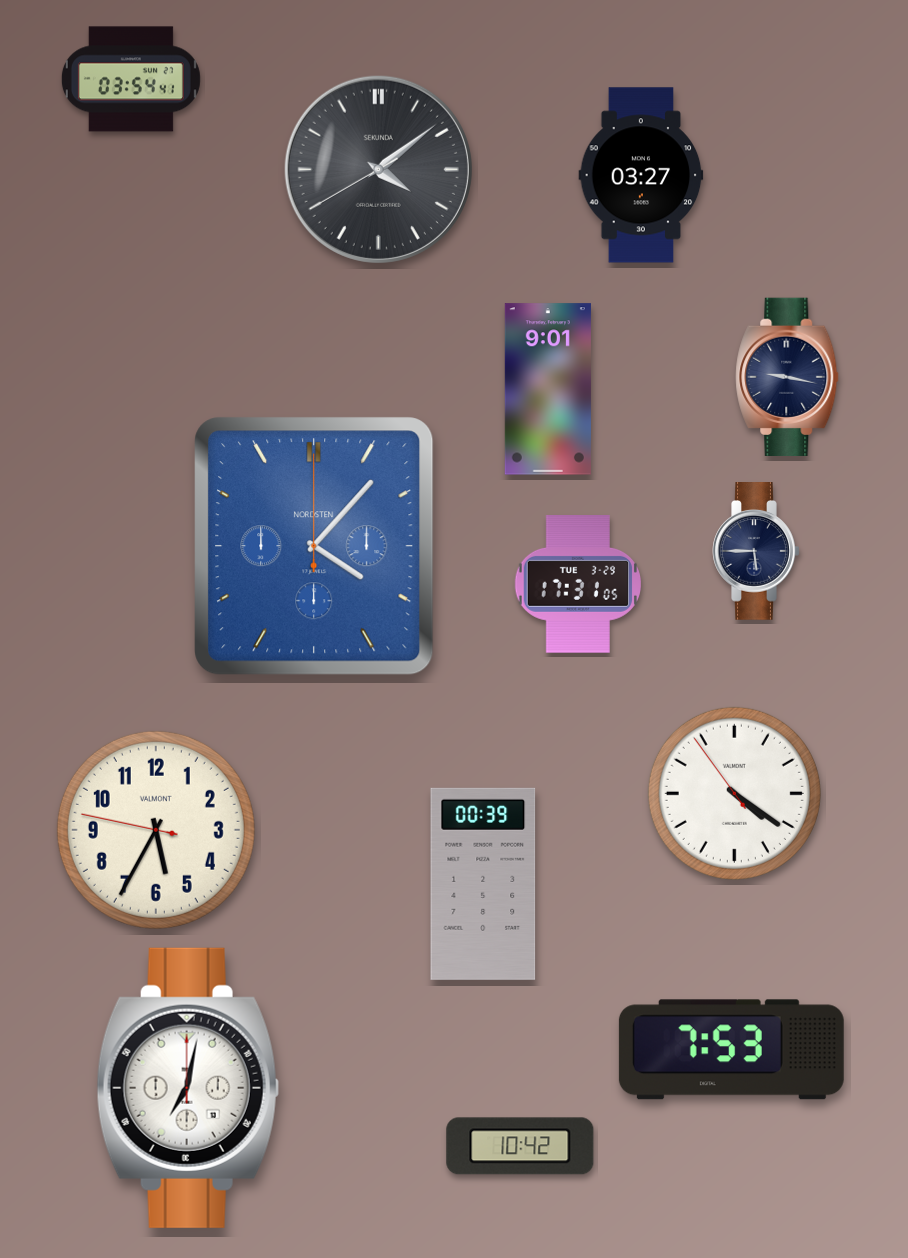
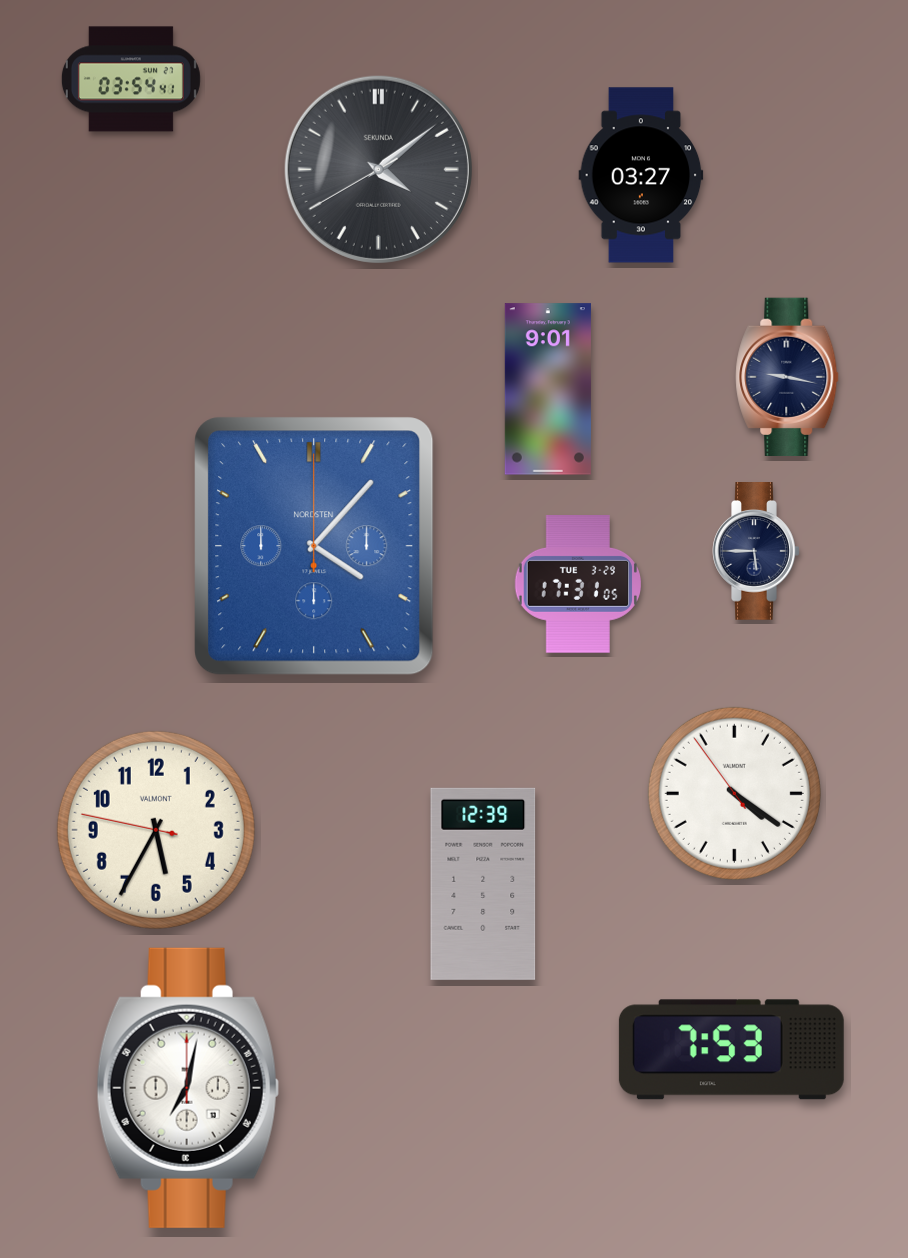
clock at (483, 884): 00:39 -> 12:39
clock at (520, 1146): 10:42 -> none
